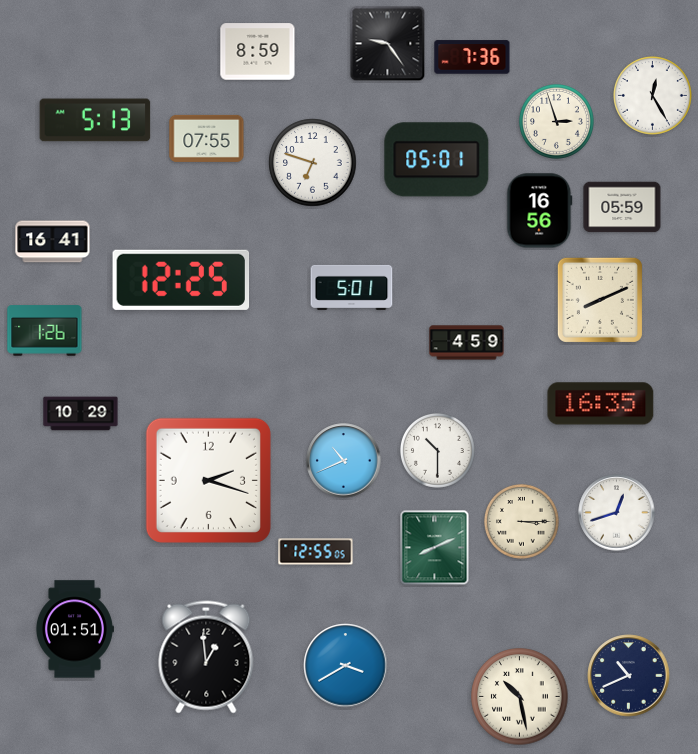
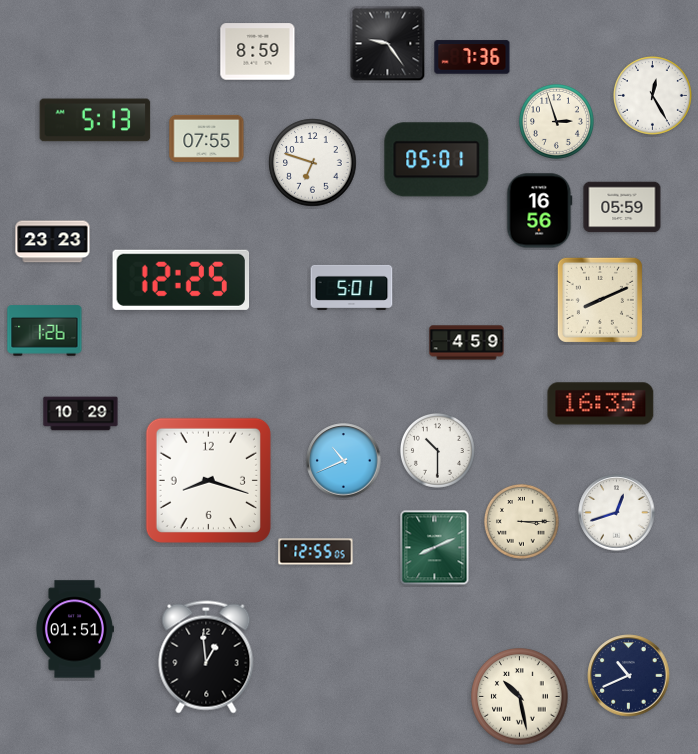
clock at (53, 242): 16:41 -> 23:23
clock at (208, 480): 2:18 -> 8:18
clock at (346, 666): 3:40 -> none
